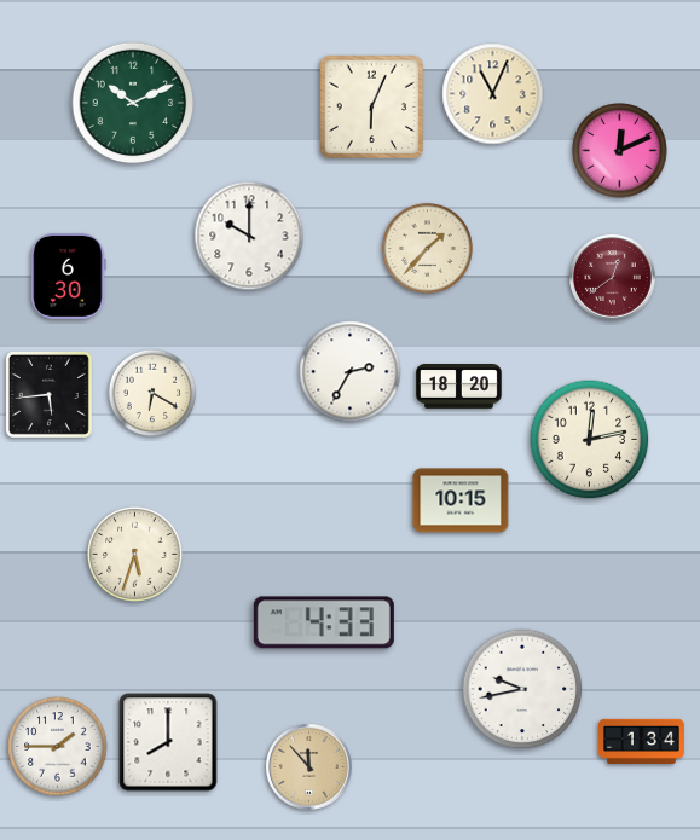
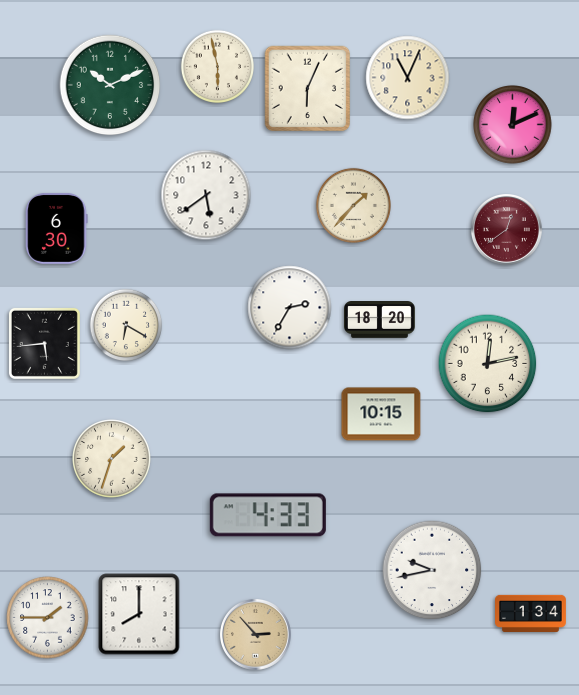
clock at (217, 66): none -> 5:58
clock at (249, 236): 10:00 -> 5:39
clock at (48, 394) position: (48, 394) -> (44, 343)
clock at (135, 555): 5:33 -> 1:33
clock at (309, 767): 11:53 -> 2:53
